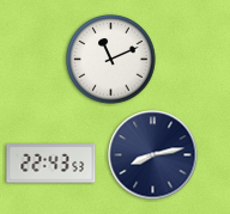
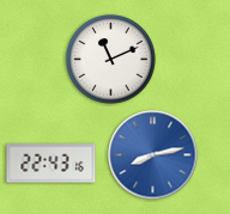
clock at (153, 155) dial: navy -> blue
clock at (52, 164): 22:43:53 -> 22:43:16
